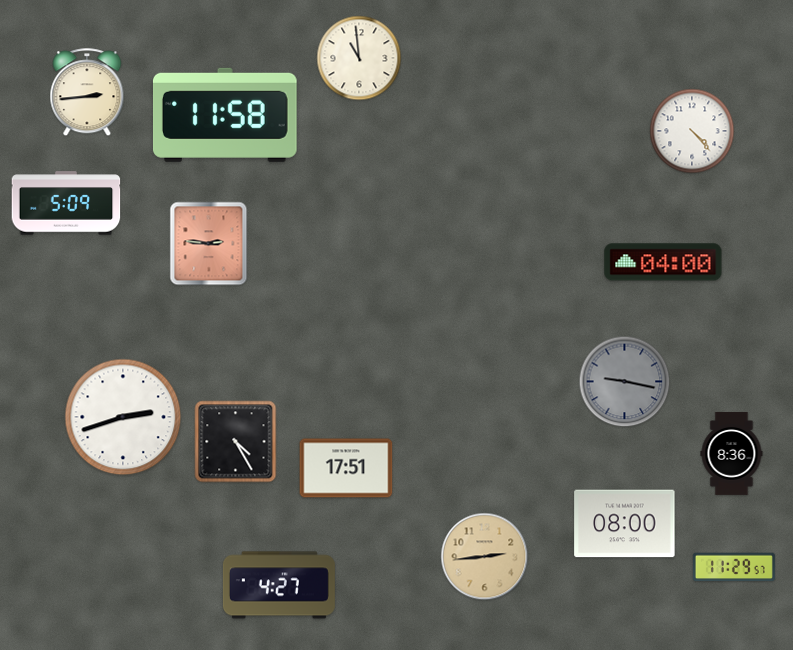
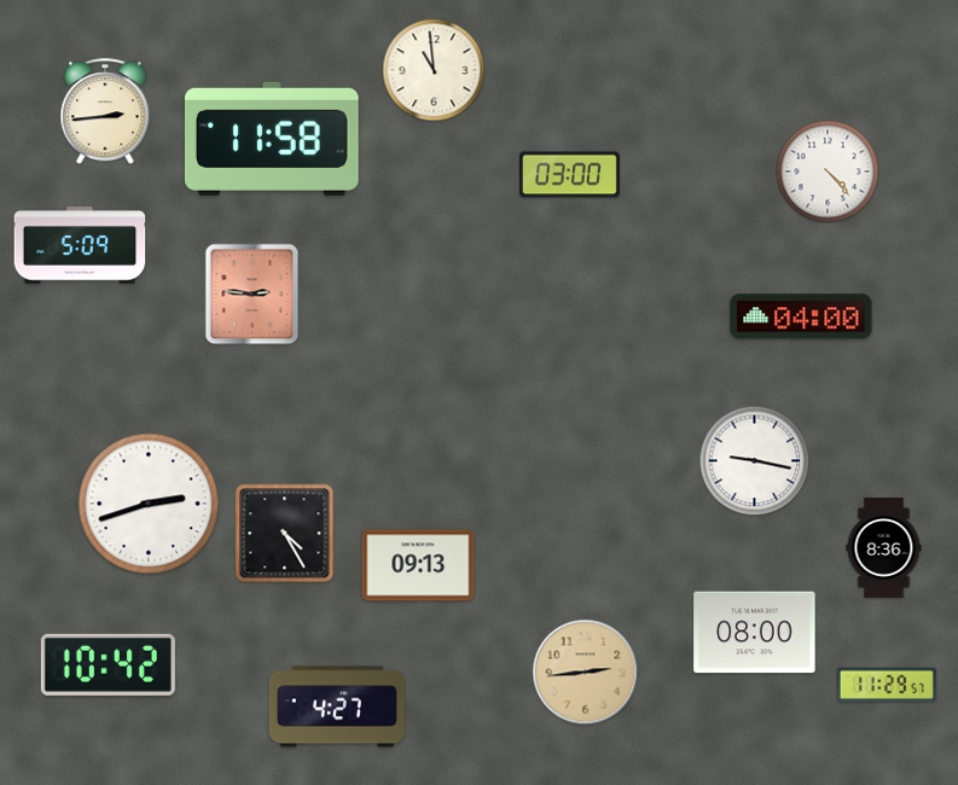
clock at (692, 131) position: (692, 131) -> (828, 171)
clock at (569, 175): none -> 03:00
clock at (625, 382) dial: grey -> white
clock at (346, 468): 17:51 -> 09:13
clock at (108, 664): none -> 10:42
